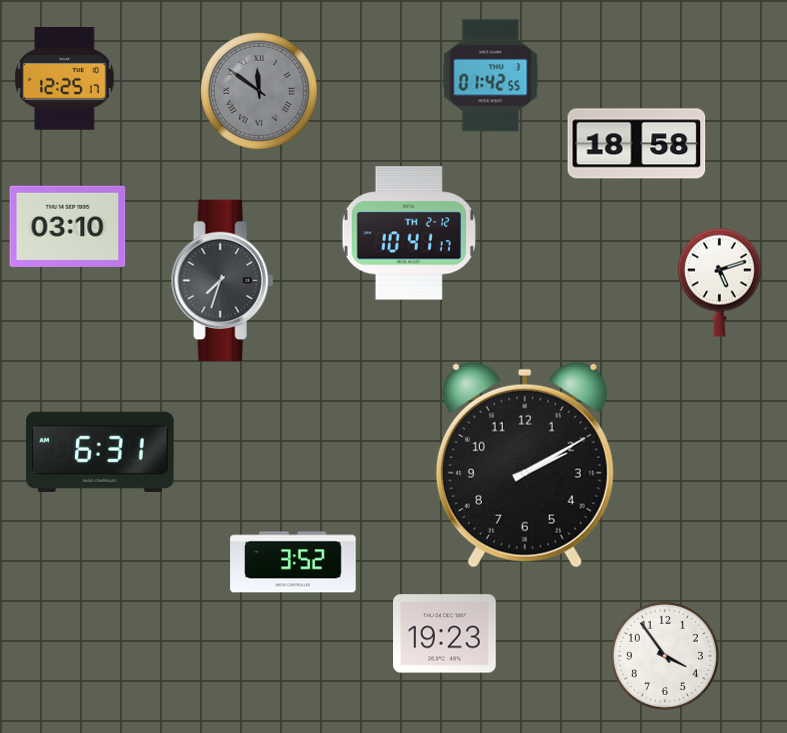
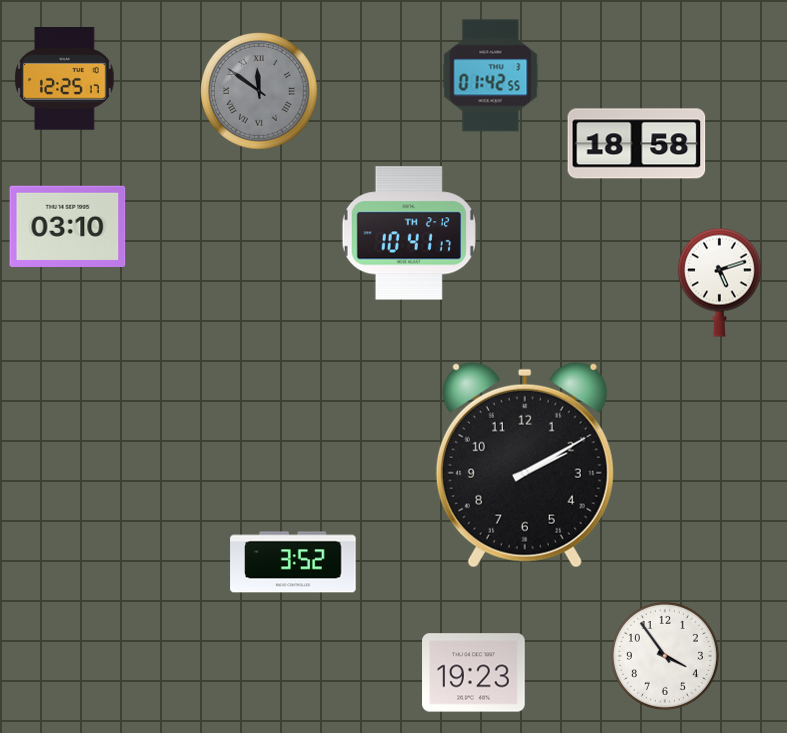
clock at (223, 281): 7:33 -> none
clock at (100, 452): 6:31 -> none
clock at (445, 634) position: (445, 634) -> (474, 673)
